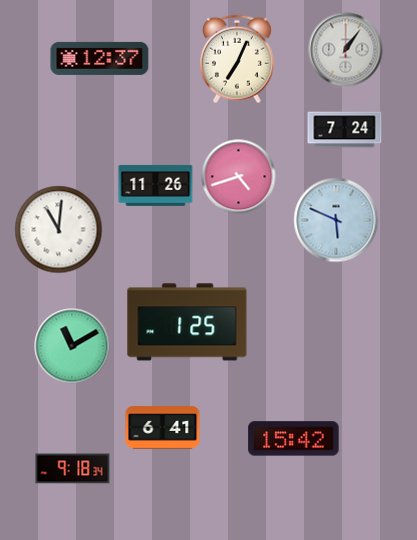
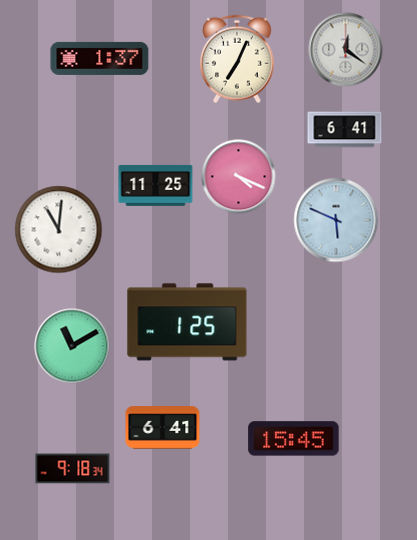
clock at (346, 50): 1:06 -> 12:21
clock at (100, 58): 12:37 -> 1:37
clock at (345, 130): 7:24 -> 6:41
clock at (239, 177): 4:42 -> 4:19
clock at (156, 185): 11:26 -> 11:25
clock at (294, 439): 15:42 -> 15:45
